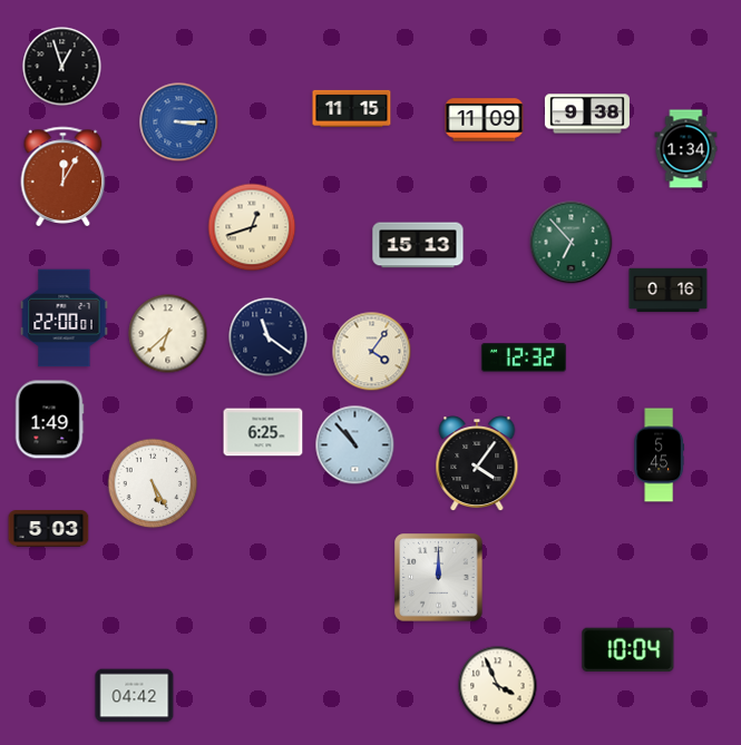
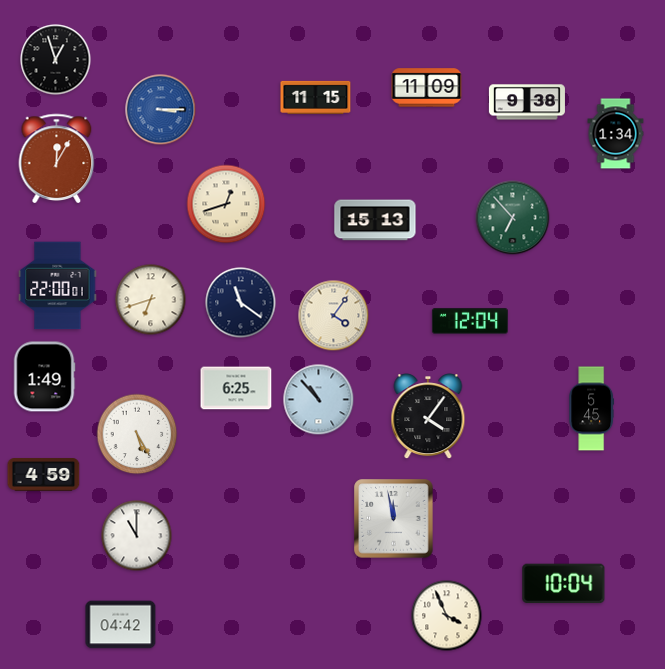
clock at (485, 120) position: (485, 120) -> (427, 88)
clock at (669, 291): 0:16 -> none
clock at (168, 334): 6:38 -> 6:42
clock at (524, 357): 12:32 -> 12:04
clock at (49, 529): 5:03 -> 4:59
clock at (439, 578): 12:00 -> 11:58
clock at (137, 536): none -> 11:00
